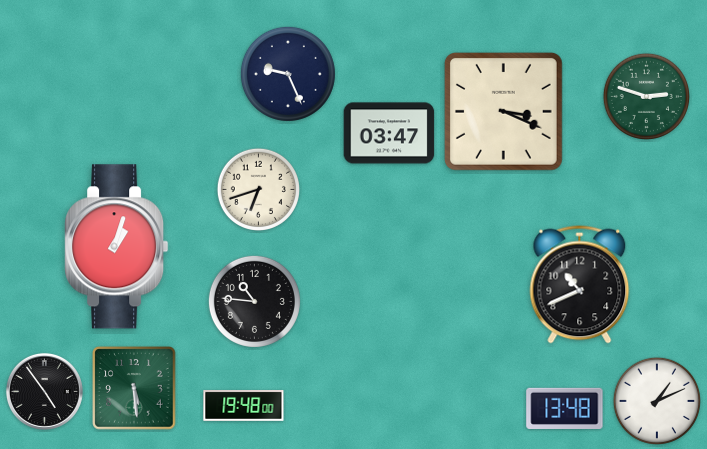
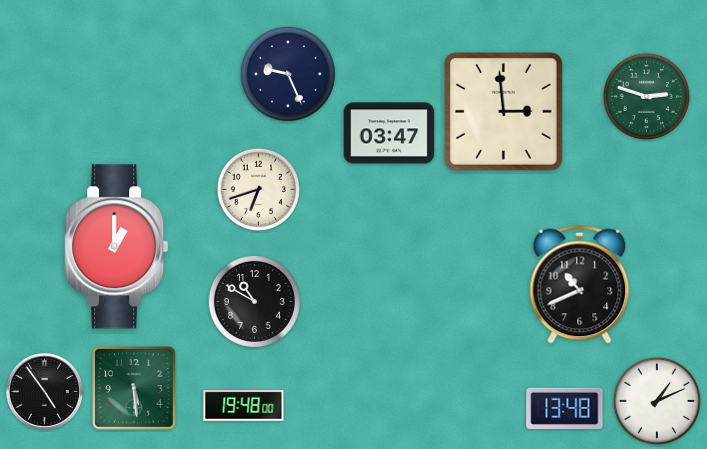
clock at (503, 111): 3:19 -> 2:59
clock at (117, 247): 1:03 -> 1:00
clock at (254, 301): 10:46 -> 10:50
